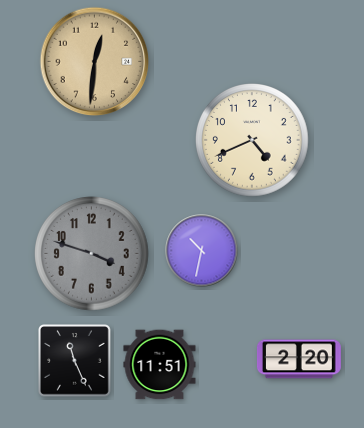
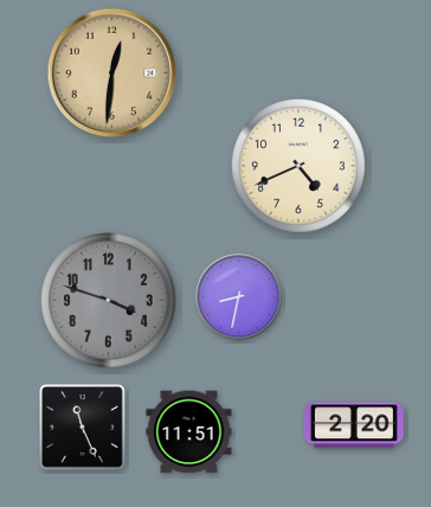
clock at (202, 251): 10:32 -> 8:32
clock at (75, 361) position: (75, 361) -> (83, 428)
